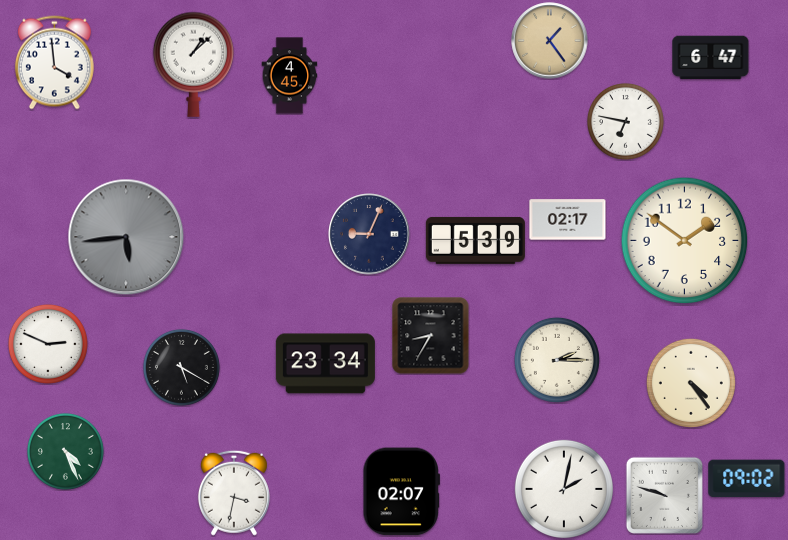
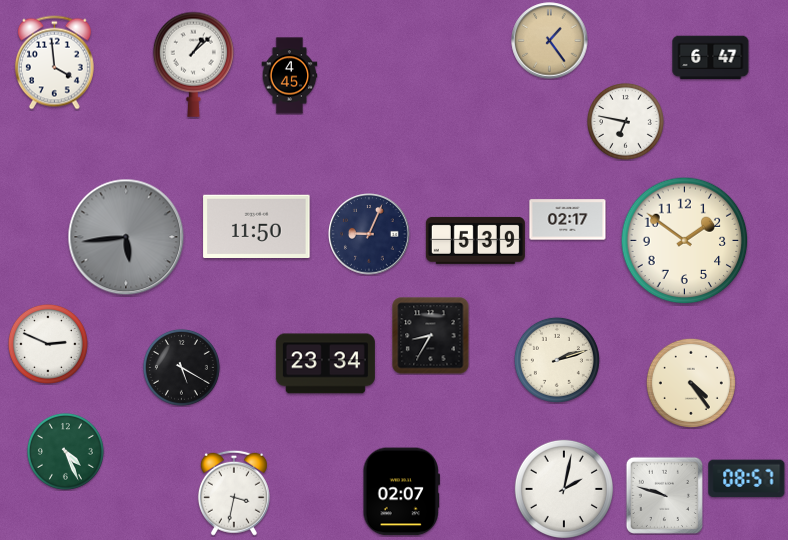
clock at (257, 226): none -> 11:50
clock at (557, 360): 2:15 -> 2:12
clock at (747, 479): 09:02 -> 08:57
